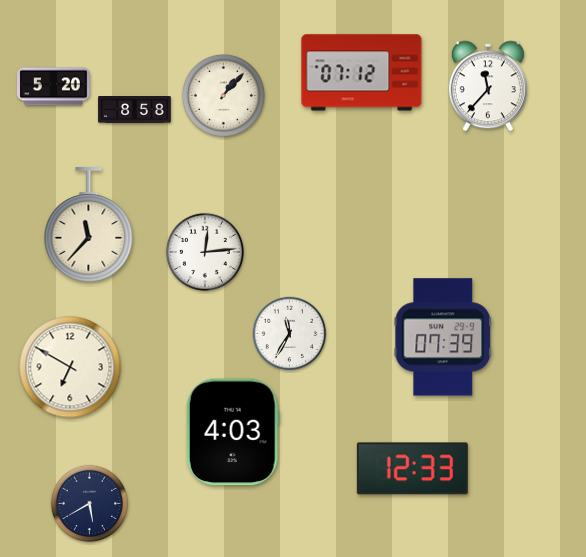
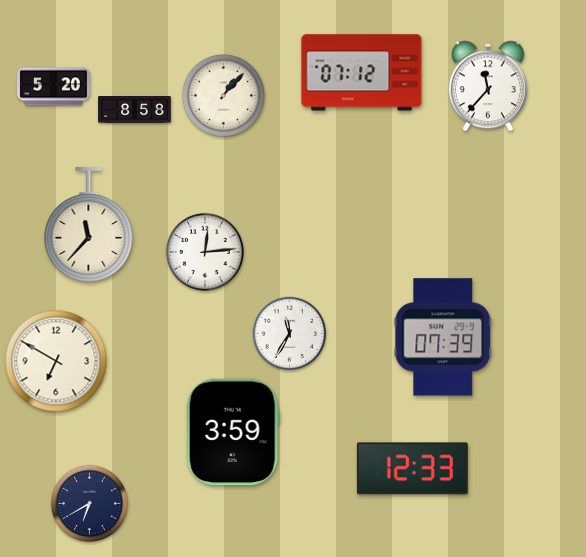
clock at (70, 367) position: (70, 367) -> (56, 361)
clock at (233, 432): 4:03 -> 3:59
clock at (89, 503): 5:40 -> 6:40
